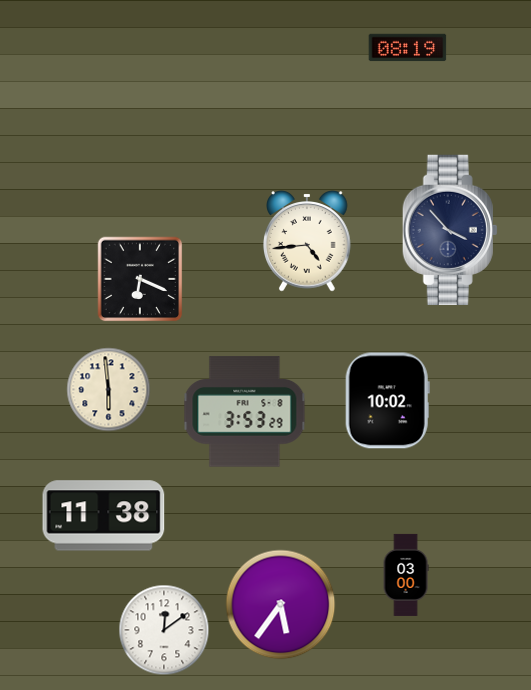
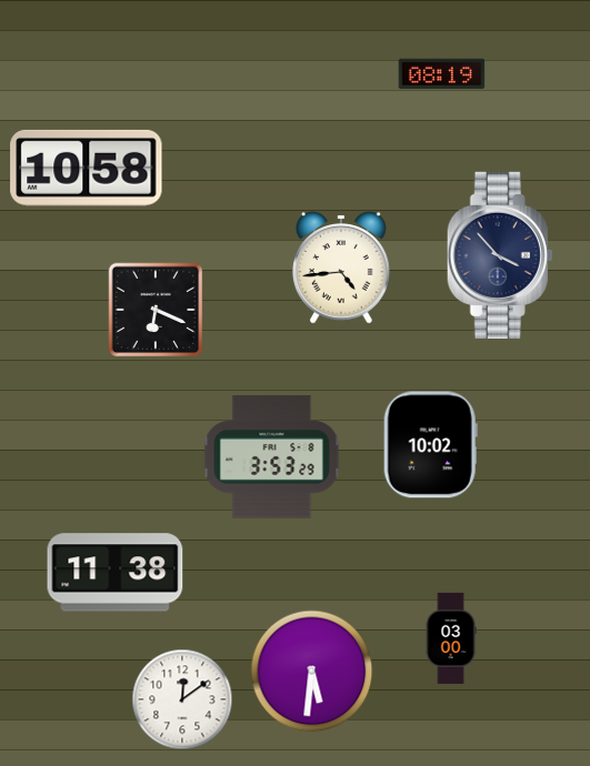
clock at (408, 48) position: (408, 48) -> (442, 74)
clock at (87, 168): none -> 10:58
clock at (109, 390): 5:59 -> none
clock at (281, 605): 5:36 -> 5:31
